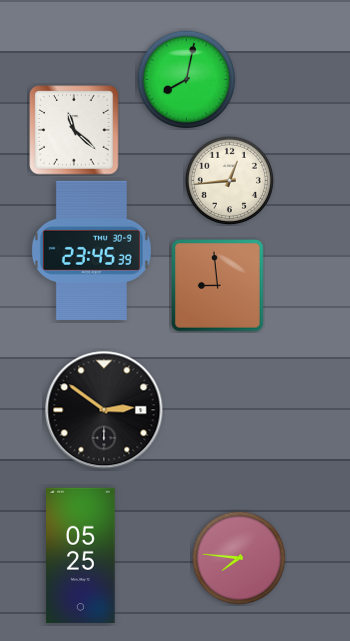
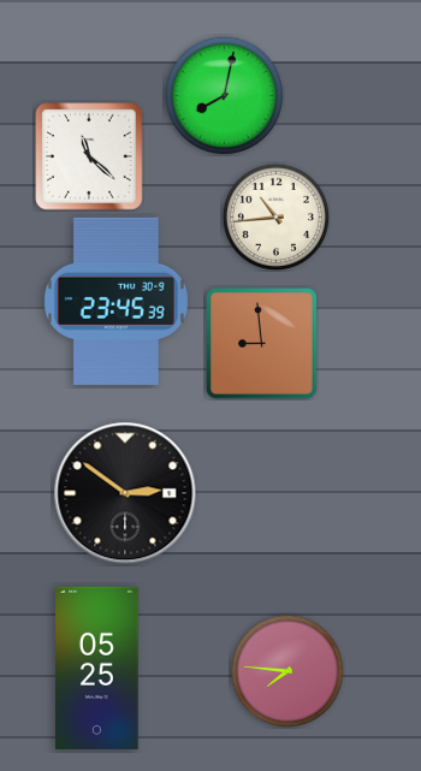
clock at (229, 180): 12:44 -> 10:44
clock at (91, 250) position: (91, 250) -> (115, 301)
